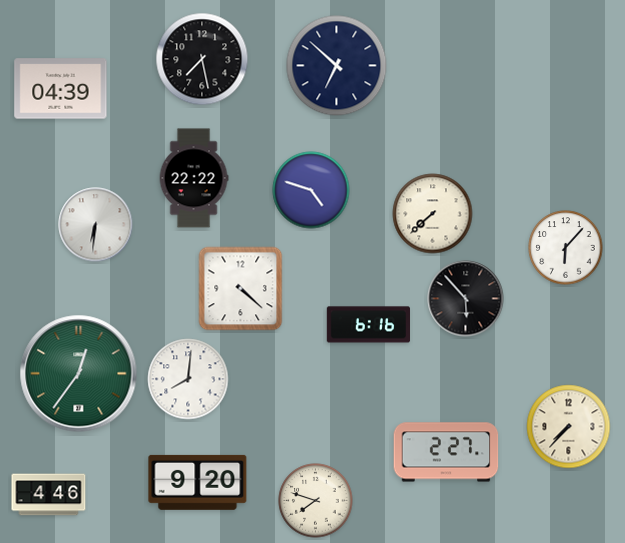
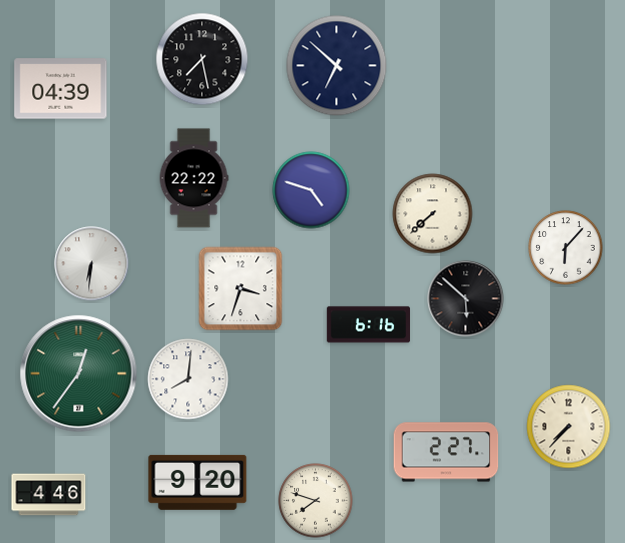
clock at (96, 225) position: (96, 225) -> (92, 264)
clock at (241, 289): 4:22 -> 3:33
clock at (466, 299): 5:53 -> 5:52
